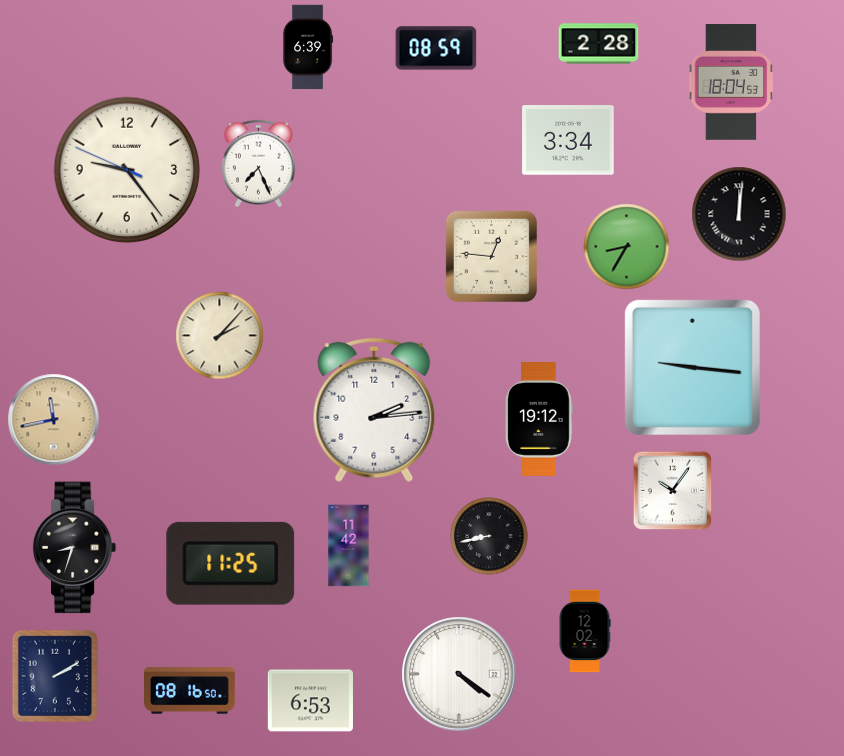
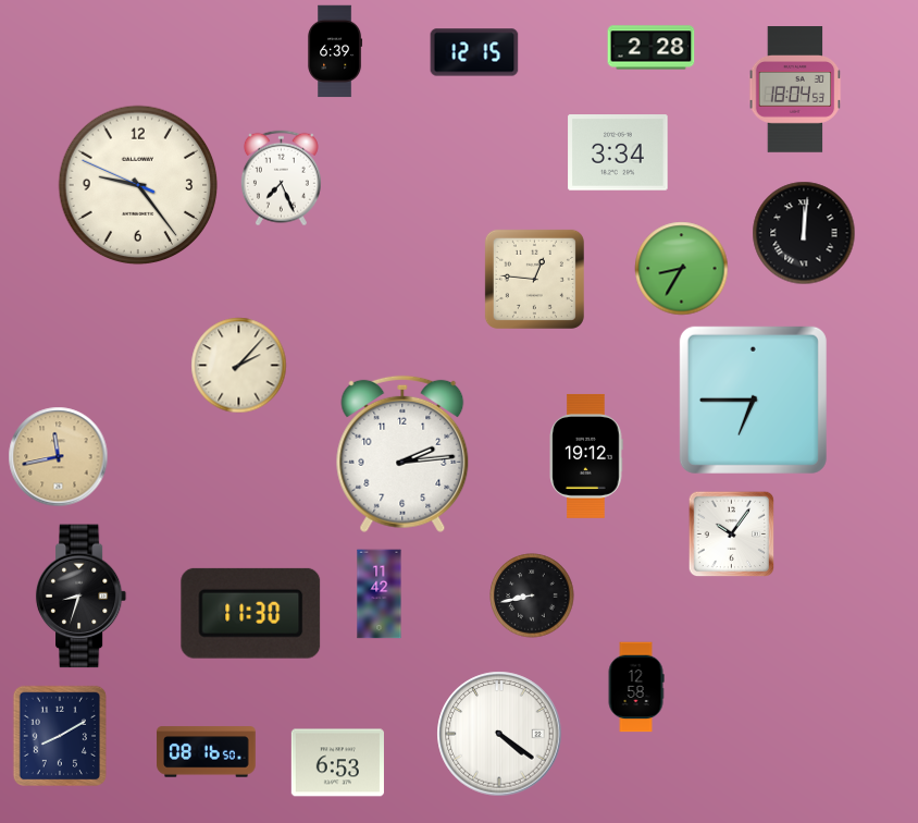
clock at (436, 48): 08:59 -> 12:15
clock at (692, 367): 9:16 -> 6:45
clock at (374, 410) position: (374, 410) -> (402, 454)
clock at (489, 536) position: (489, 536) -> (532, 595)
clock at (231, 563): 11:25 -> 11:30
clock at (585, 631): 12:02 -> 12:58
clock at (54, 675): 2:10 -> 8:10
